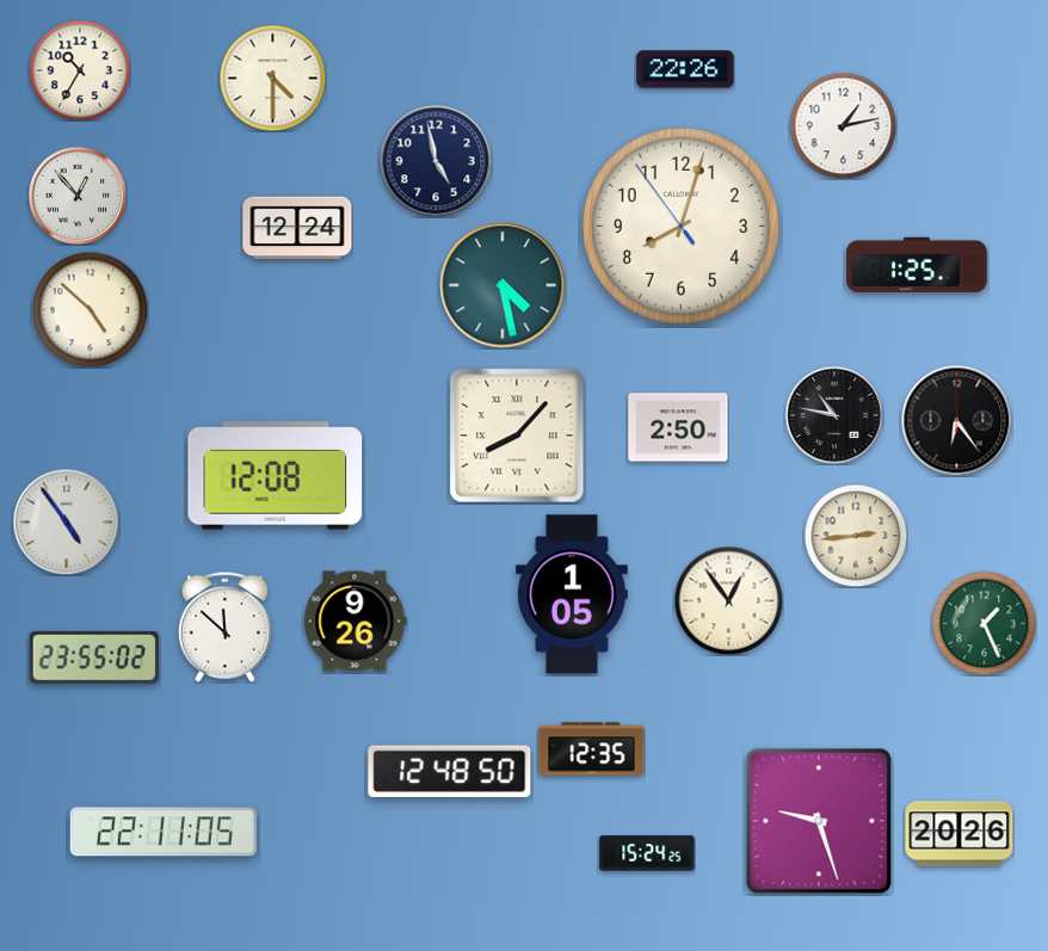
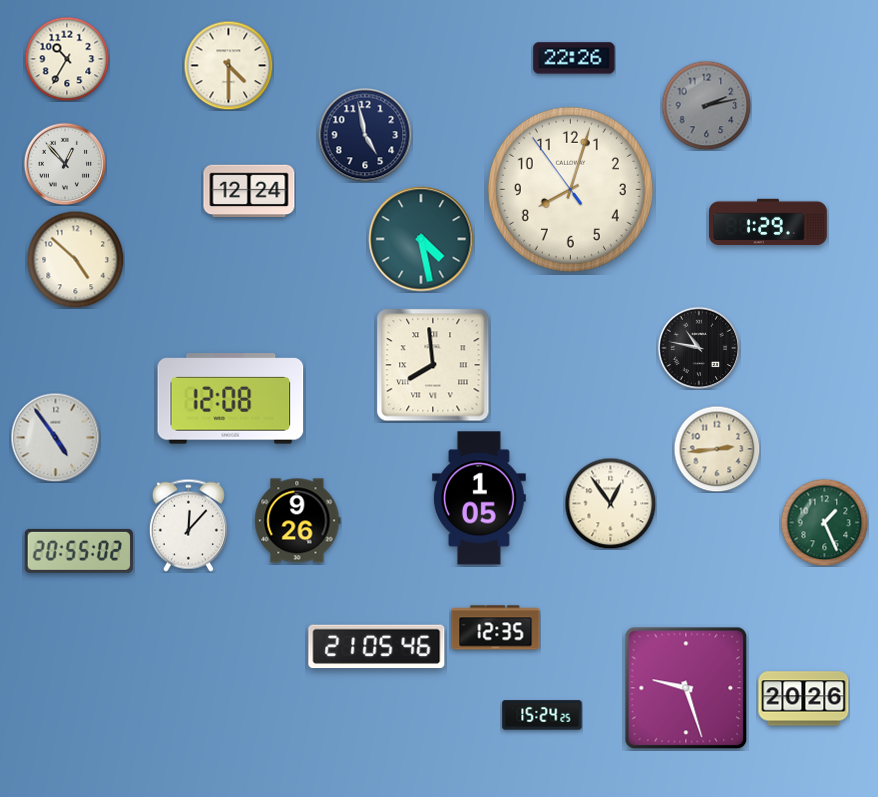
clock at (843, 125): 1:13 -> 2:13
clock at (843, 125) dial: white -> grey
clock at (918, 265): 1:25 -> 1:29
clock at (956, 420): 6:24 -> none
clock at (678, 427): 2:50 -> none
clock at (517, 436): 8:07 -> 7:59
clock at (224, 626): 11:52 -> 12:07
clock at (94, 657): 23:55 -> 20:55
clock at (450, 772): 12:48 -> 21:05
clock at (164, 832): 22:11 -> none
